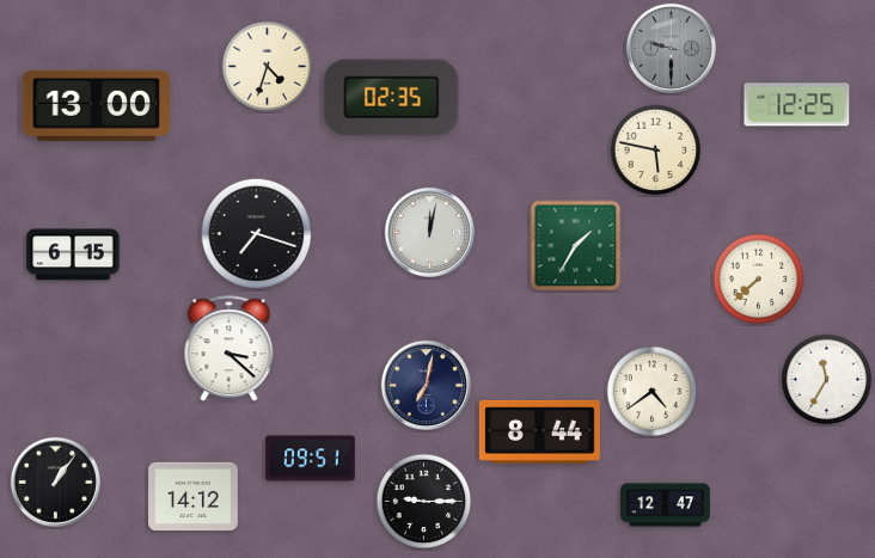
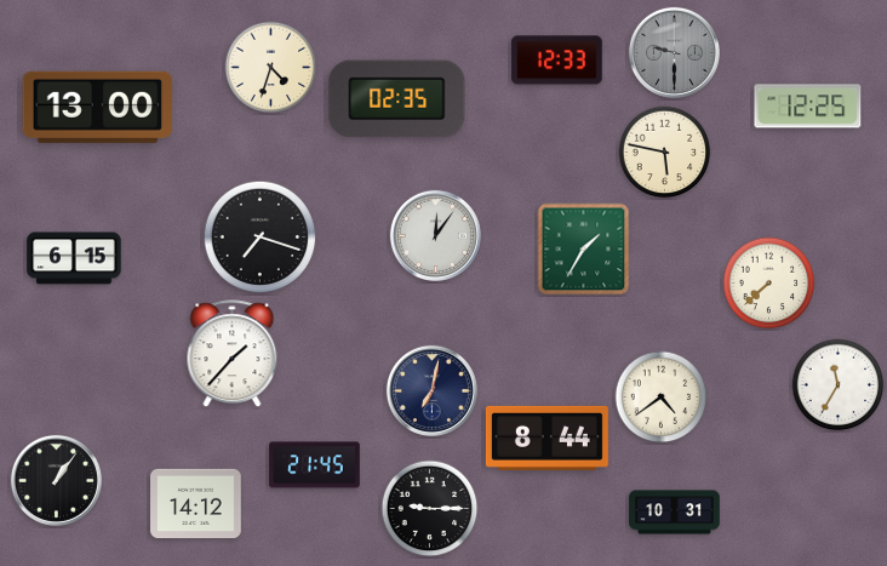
clock at (671, 48) position: (671, 48) -> (674, 52)
clock at (557, 61): none -> 12:33
clock at (429, 232): 12:02 -> 12:06
clock at (230, 349): 3:22 -> 1:37
clock at (311, 459): 09:51 -> 21:45
clock at (55, 482) position: (55, 482) -> (56, 480)
clock at (666, 505): 12:47 -> 10:31
